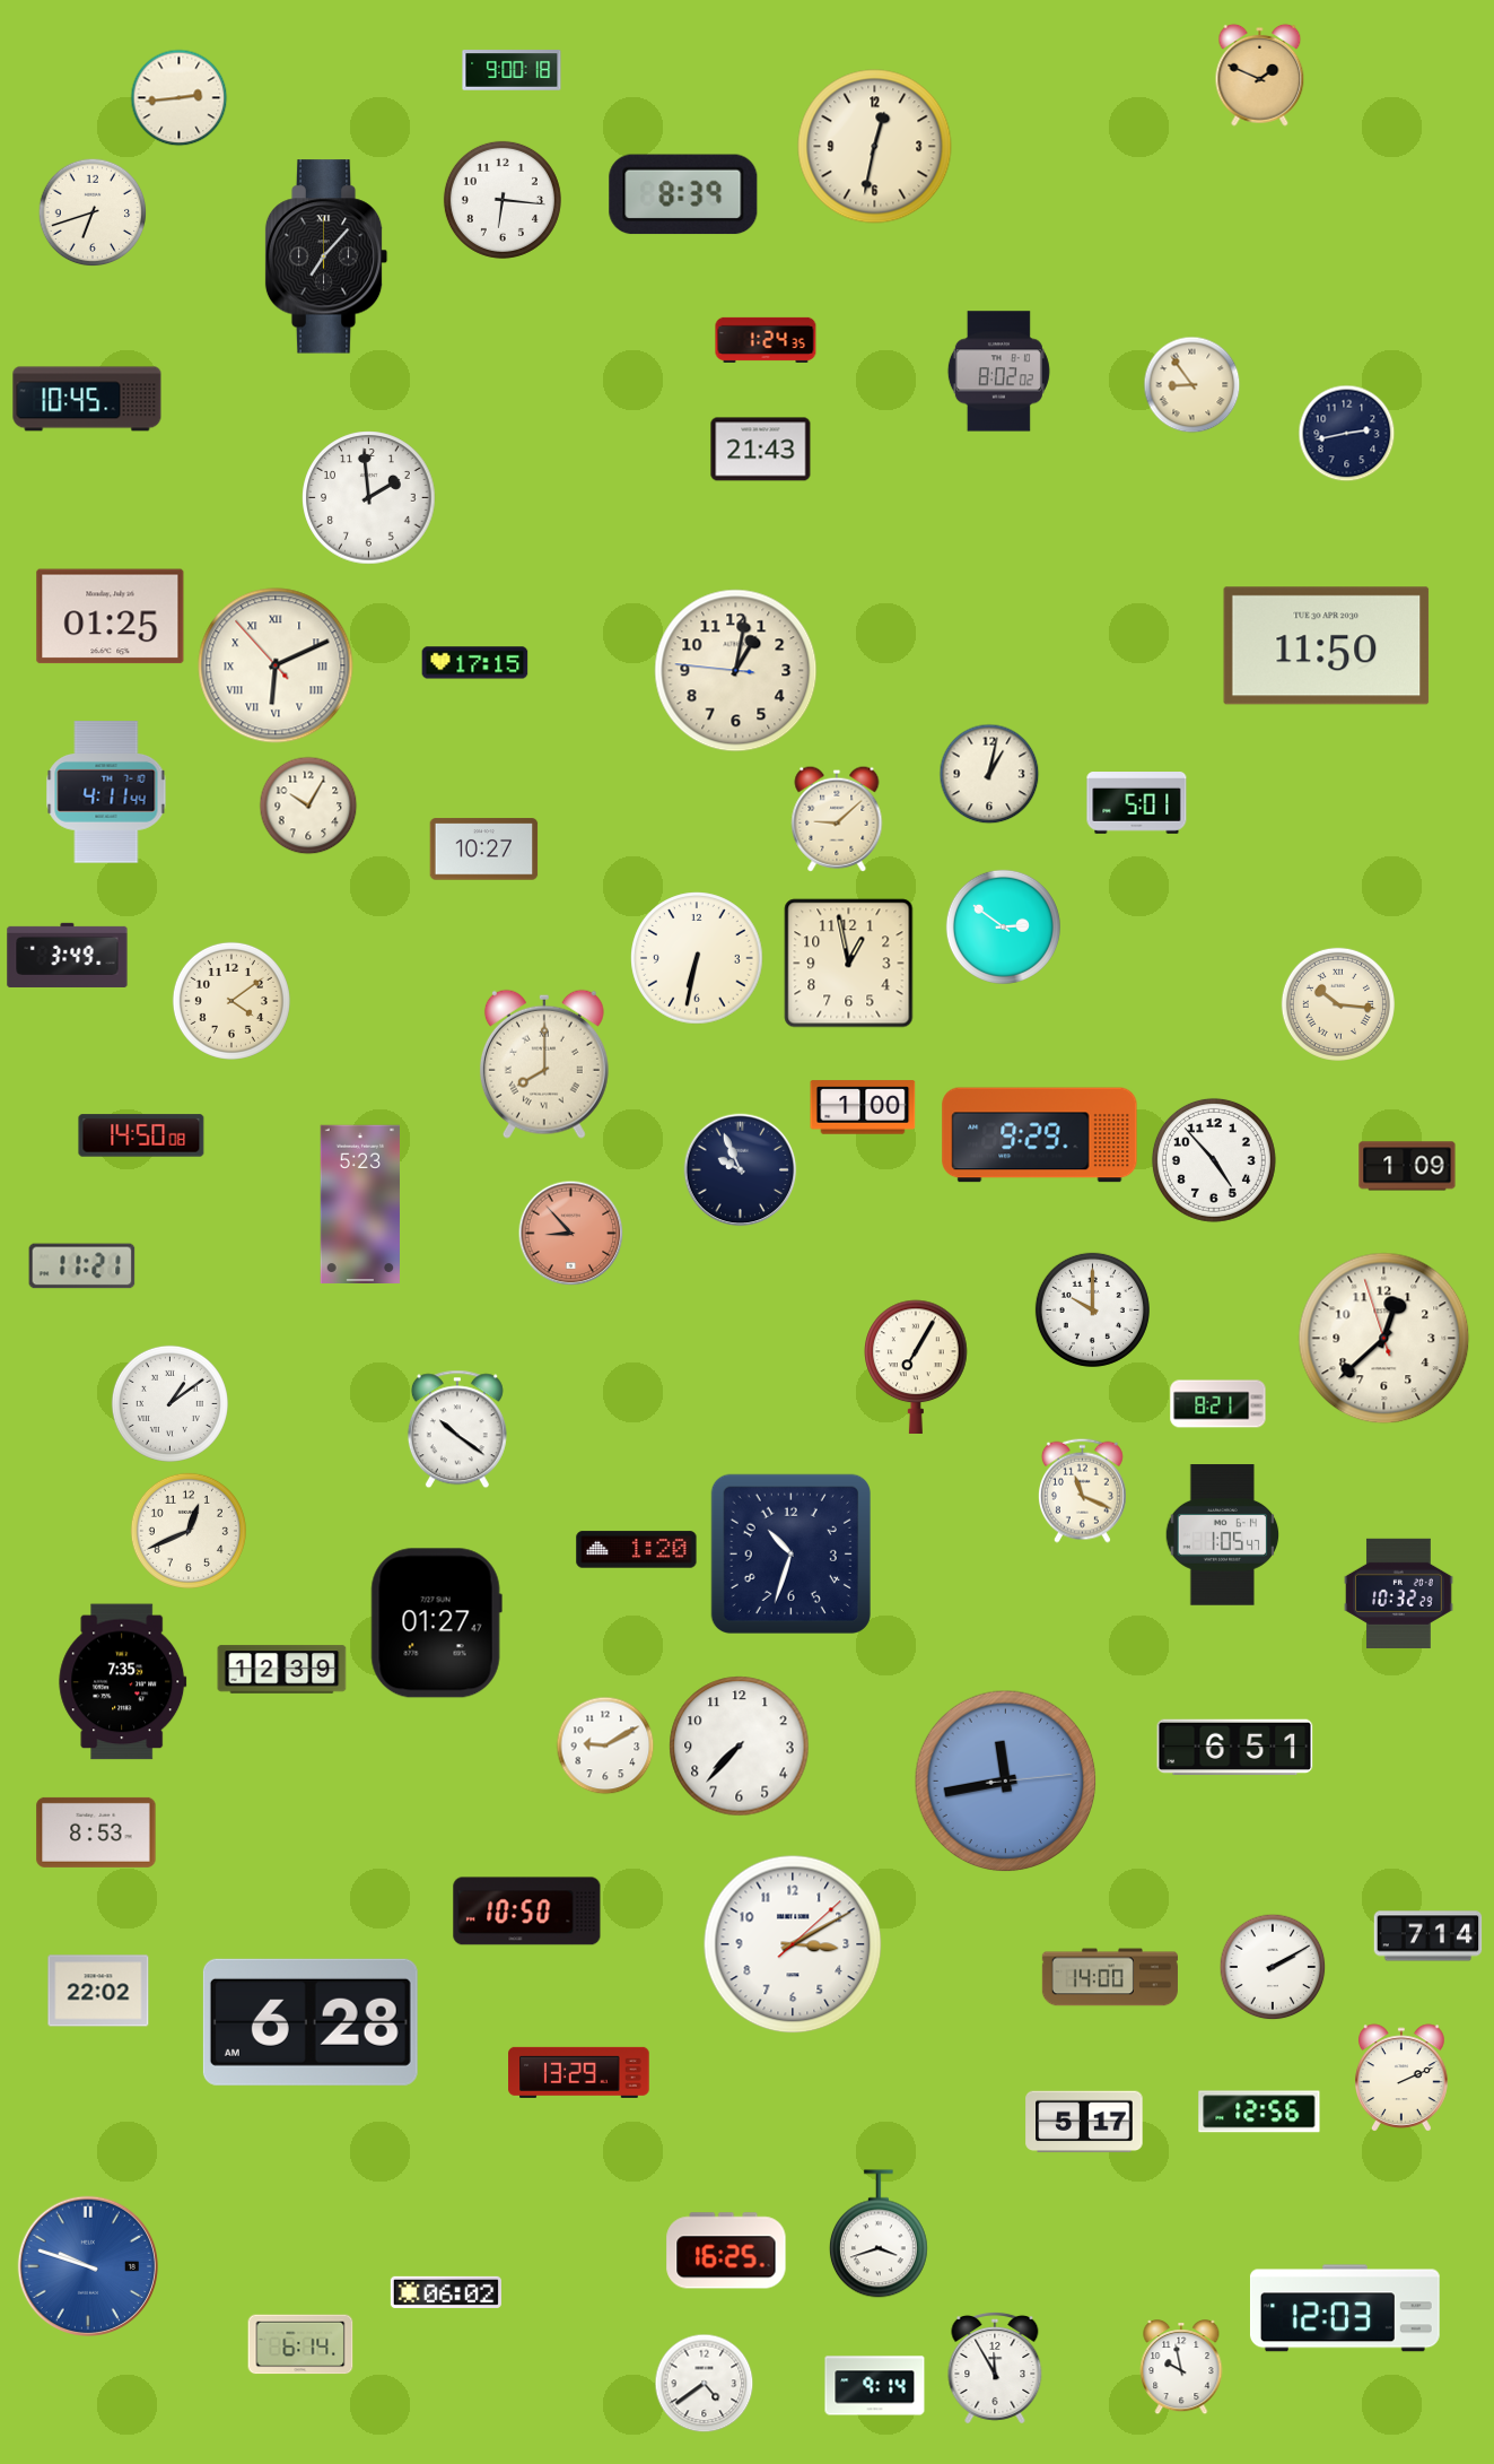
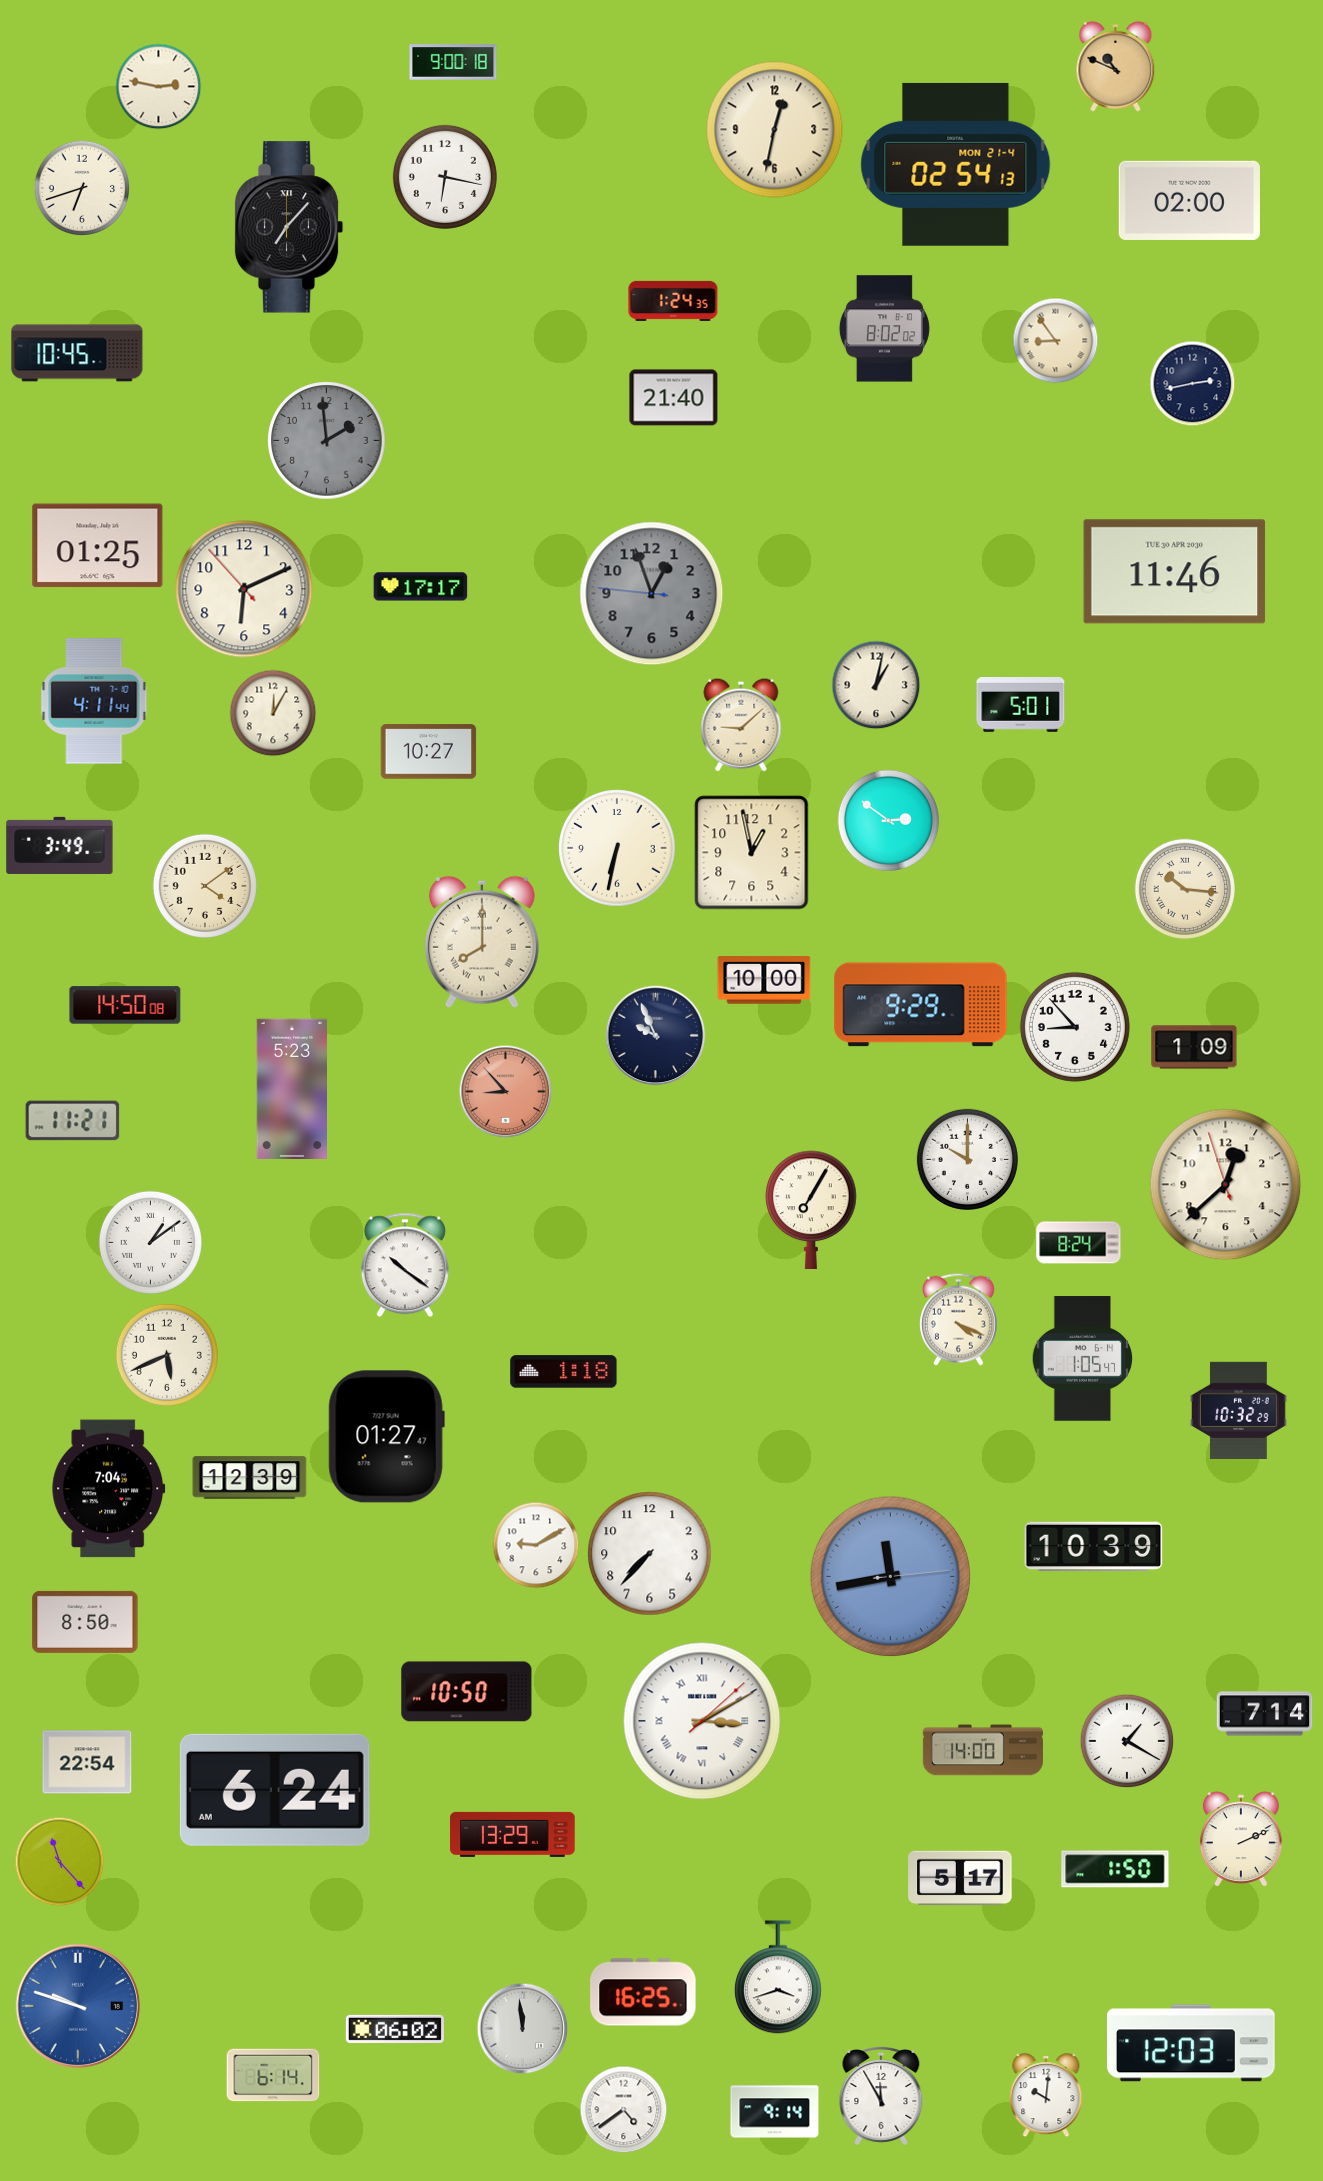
clock at (1260, 75): 1:49 -> 10:49
clock at (180, 98): 2:44 -> 2:47
clock at (956, 164): none -> 02:54
clock at (683, 194): 8:39 -> none
clock at (503, 200): 6:16 -> 6:17
clock at (1189, 200): none -> 02:00
clock at (766, 340) position: (766, 340) -> (673, 301)
clock at (761, 450): 21:43 -> 21:40
clock at (369, 498) dial: white -> grey
clock at (1327, 646): 11:50 -> 11:46
clock at (475, 663): 17:15 -> 17:17
clock at (276, 665) numerals: Roman -> Arabic
clock at (736, 671): 1:01 -> 12:56
clock at (736, 671) dial: cream -> grey
clock at (1137, 803) position: (1137, 803) -> (1021, 705)
clock at (308, 806): 10:05 -> 12:05
clock at (863, 1107): 1:00 -> 10:00
clock at (1214, 1160): 4:53 -> 8:53
clock at (1407, 1166) position: (1407, 1166) -> (1194, 1047)
clock at (359, 1203) position: (359, 1203) -> (291, 1088)
clock at (1218, 1404): 8:21 -> 8:24
clock at (1082, 1490): 11:19 -> 4:19
clock at (189, 1531): 12:41 -> 5:41
clock at (637, 1550): 1:20 -> 1:18
clock at (790, 1553): 10:33 -> none
clock at (123, 1682): 7:35 -> 7:04
clock at (740, 1747) position: (740, 1747) -> (650, 1554)
clock at (1235, 1748): 6:51 -> 10:39
clock at (96, 1832): 8:53 -> 8:50
clock at (793, 1944) numerals: Arabic -> Roman
clock at (1273, 1967): 2:10 -> 1:20
clock at (98, 1991): 22:02 -> 22:54
clock at (311, 2022): 6:28 -> 6:24
clock at (60, 1862): none -> 11:23
clock at (1259, 2112): 12:56 -> 1:50
clock at (523, 2029): none -> 11:59
clock at (300, 2344) position: (300, 2344) -> (273, 2075)
clock at (1181, 2368): 9:58 -> 10:01
